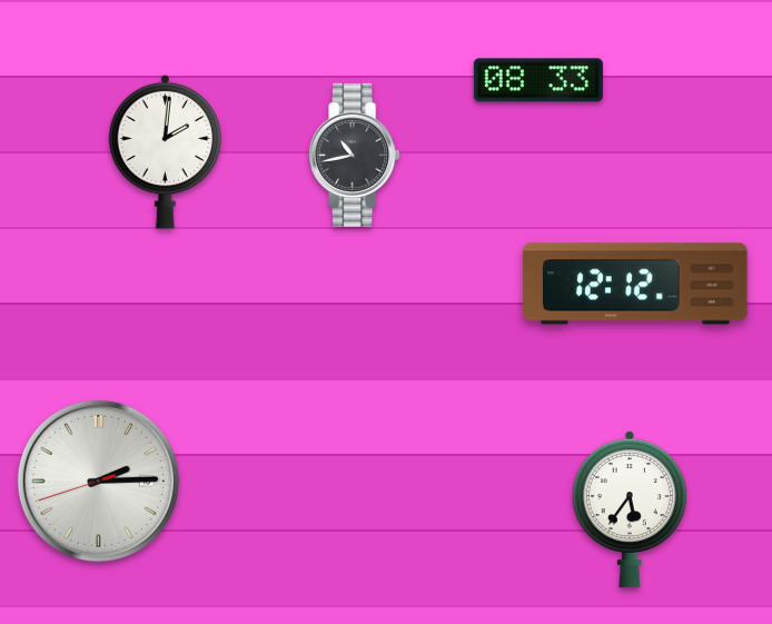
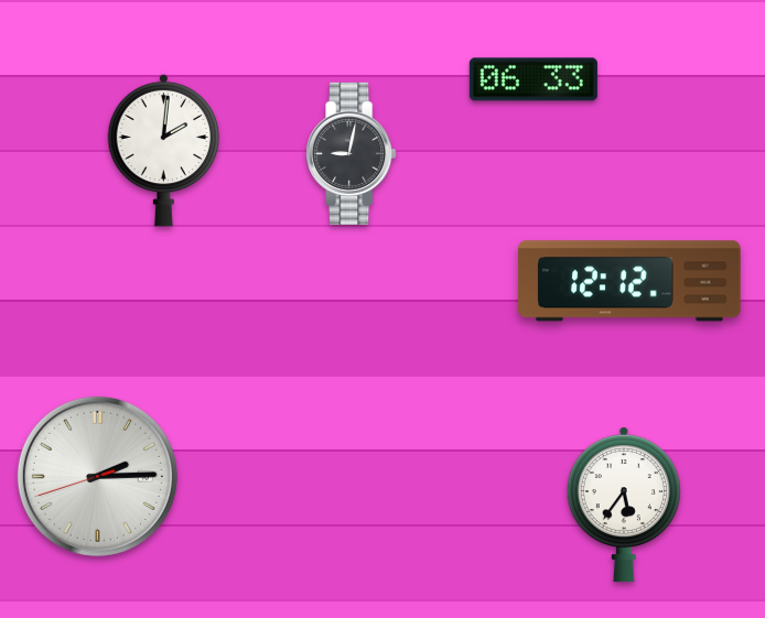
clock at (538, 80): 08:33 -> 06:33
clock at (355, 155): 10:43 -> 9:02
